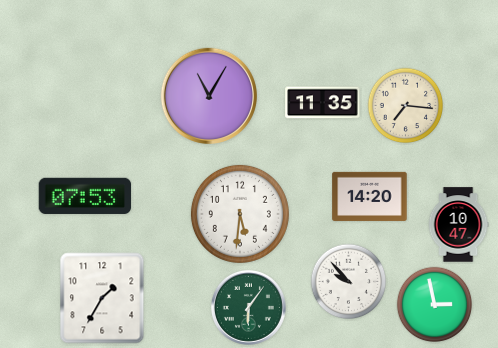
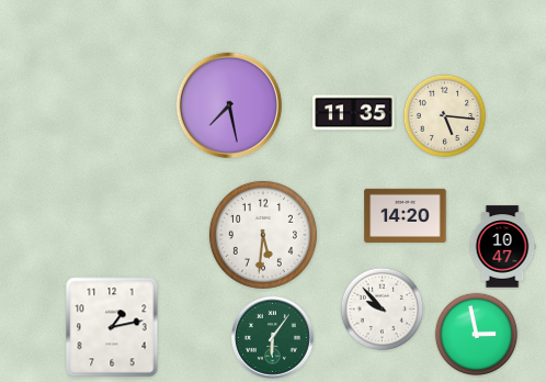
clock at (209, 96): 11:05 -> 7:28
clock at (406, 106): 7:16 -> 5:16
clock at (85, 196): 07:53 -> none
clock at (102, 298): 1:35 -> 1:13
